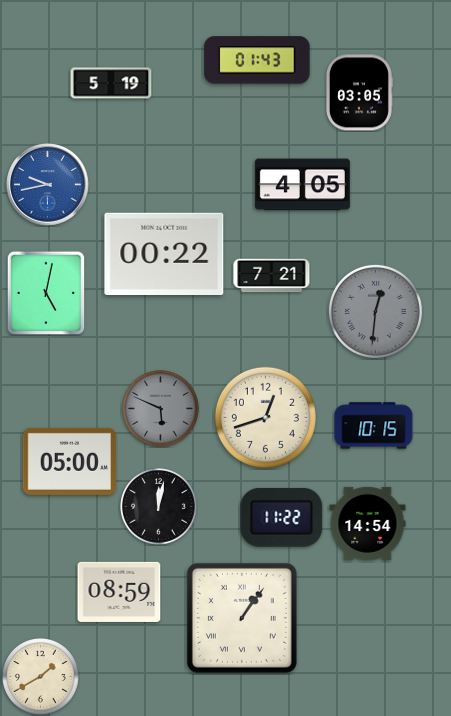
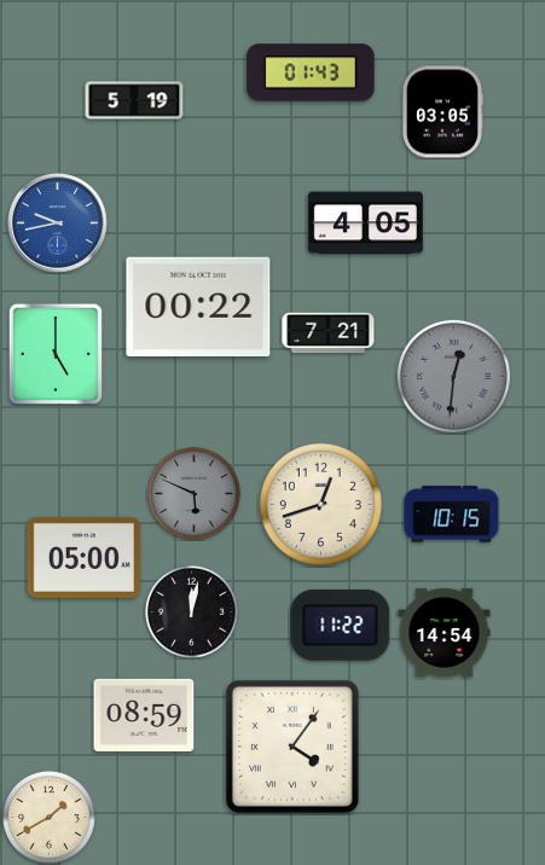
clock at (359, 93) position: (359, 93) -> (442, 112)
clock at (46, 293): 5:02 -> 5:00
clock at (242, 618): 1:06 -> 4:06
